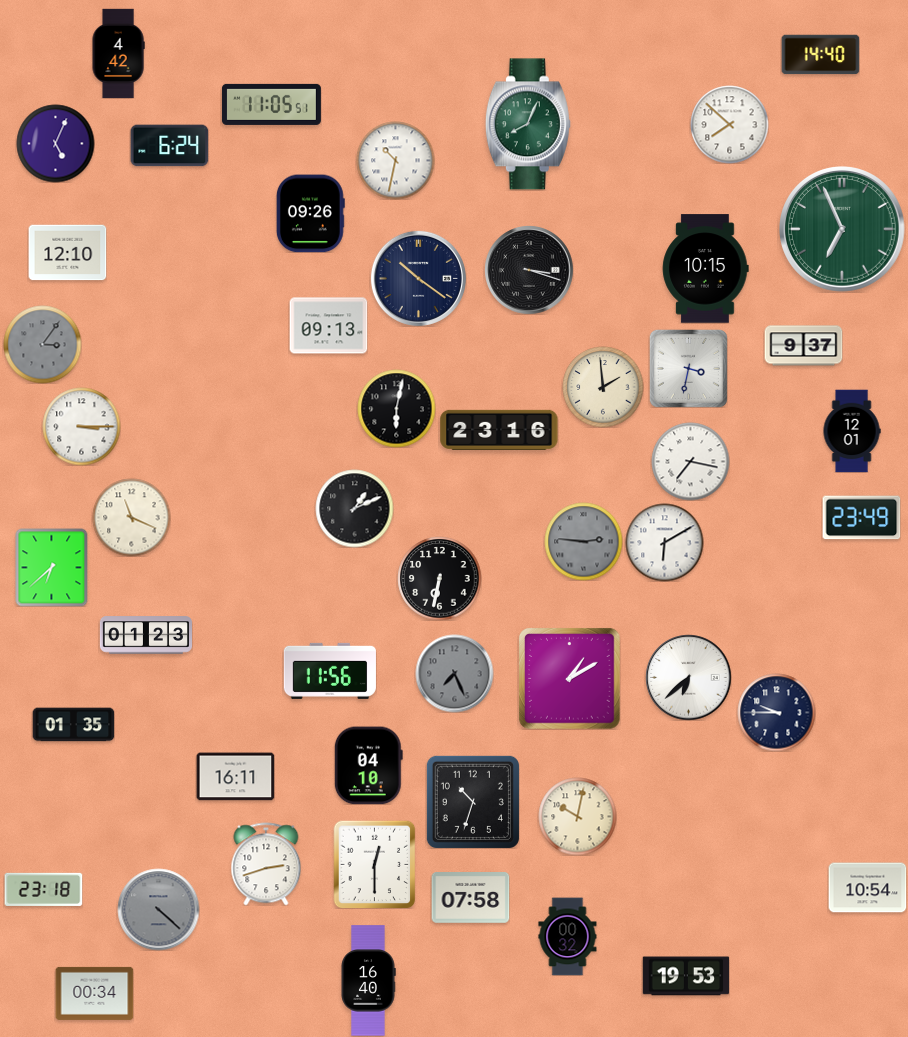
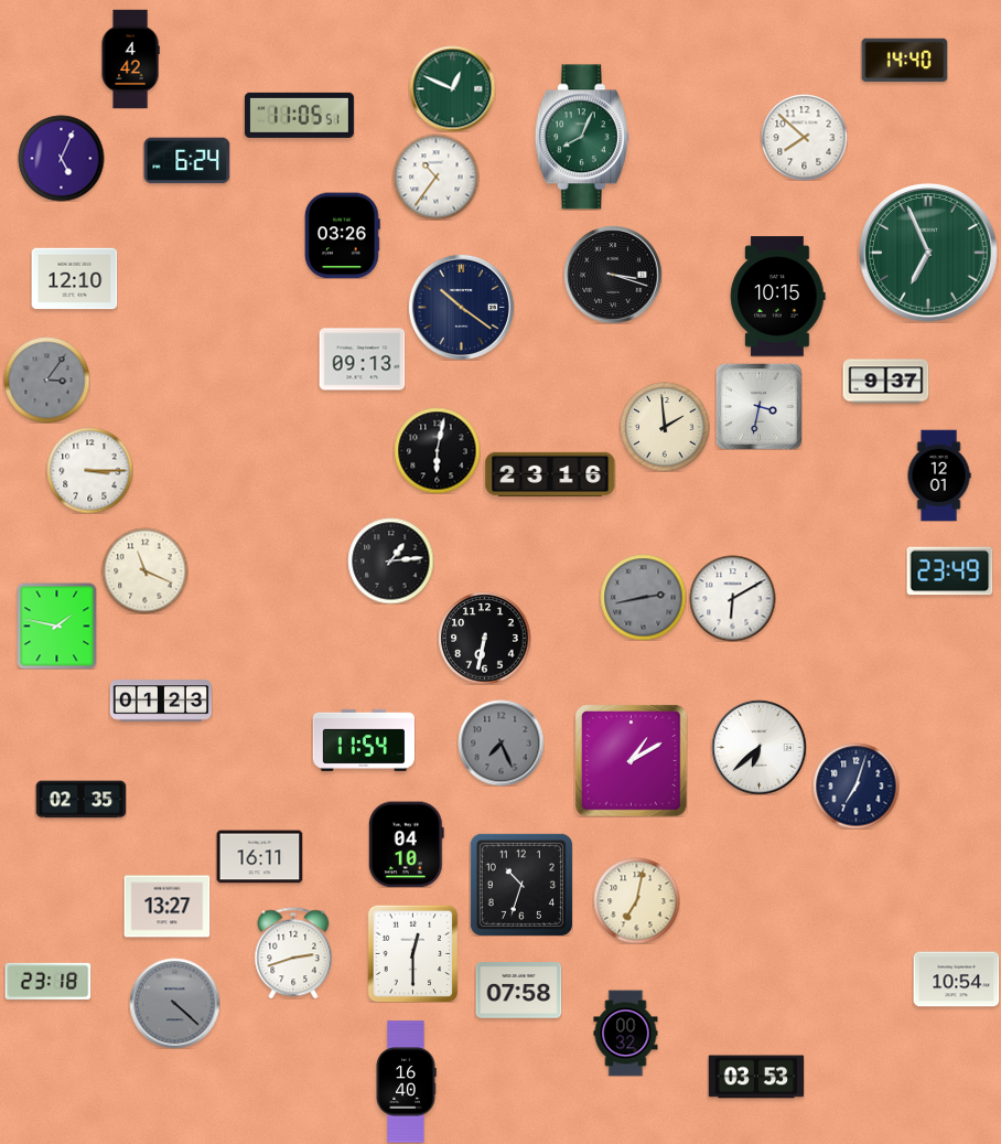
clock at (452, 88): none -> 12:49
clock at (395, 160): 10:32 -> 10:36
clock at (310, 213): 09:26 -> 03:26
clock at (529, 270) position: (529, 270) -> (613, 275)
clock at (690, 461): 7:17 -> none
clock at (354, 508): 1:11 -> 1:14
clock at (583, 541): 2:46 -> 2:43
clock at (52, 567): 6:38 -> 1:47
clock at (330, 671): 11:56 -> 11:54
clock at (570, 679) position: (570, 679) -> (632, 761)
clock at (776, 712): 9:45 -> 7:03
clock at (73, 725): 01:35 -> 02:35
clock at (577, 816): 10:02 -> 7:02
clock at (166, 907): none -> 13:27
clock at (686, 976): 19:53 -> 03:53
clock at (94, 993): 00:34 -> none
